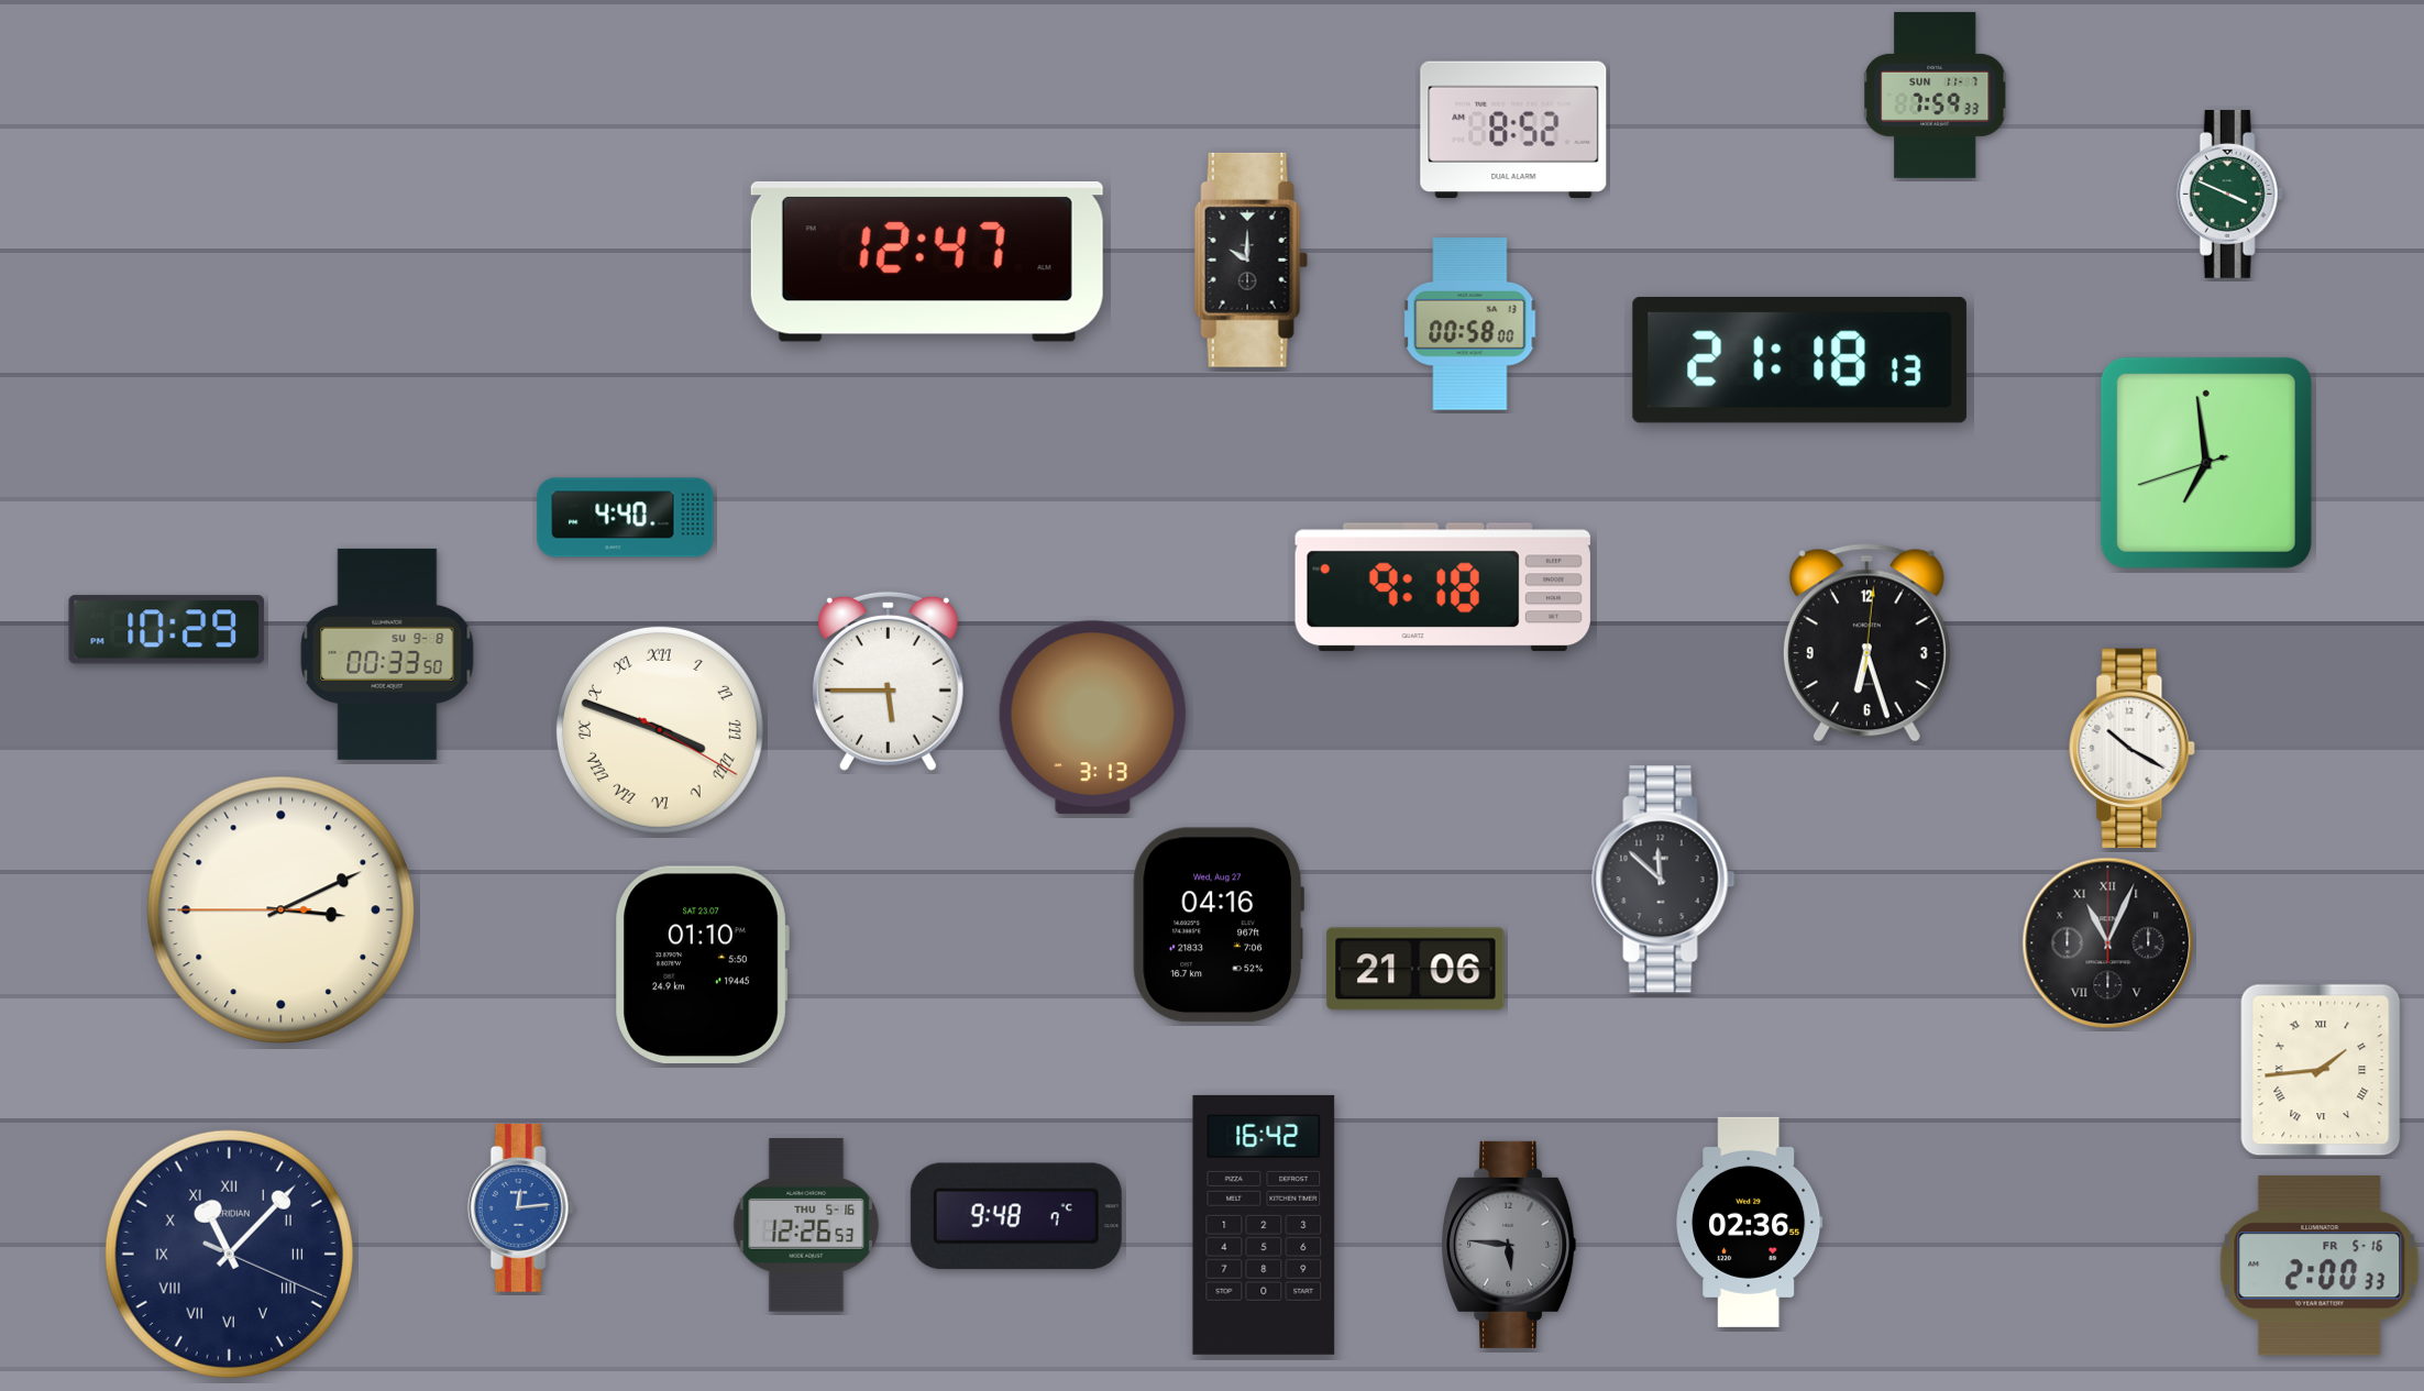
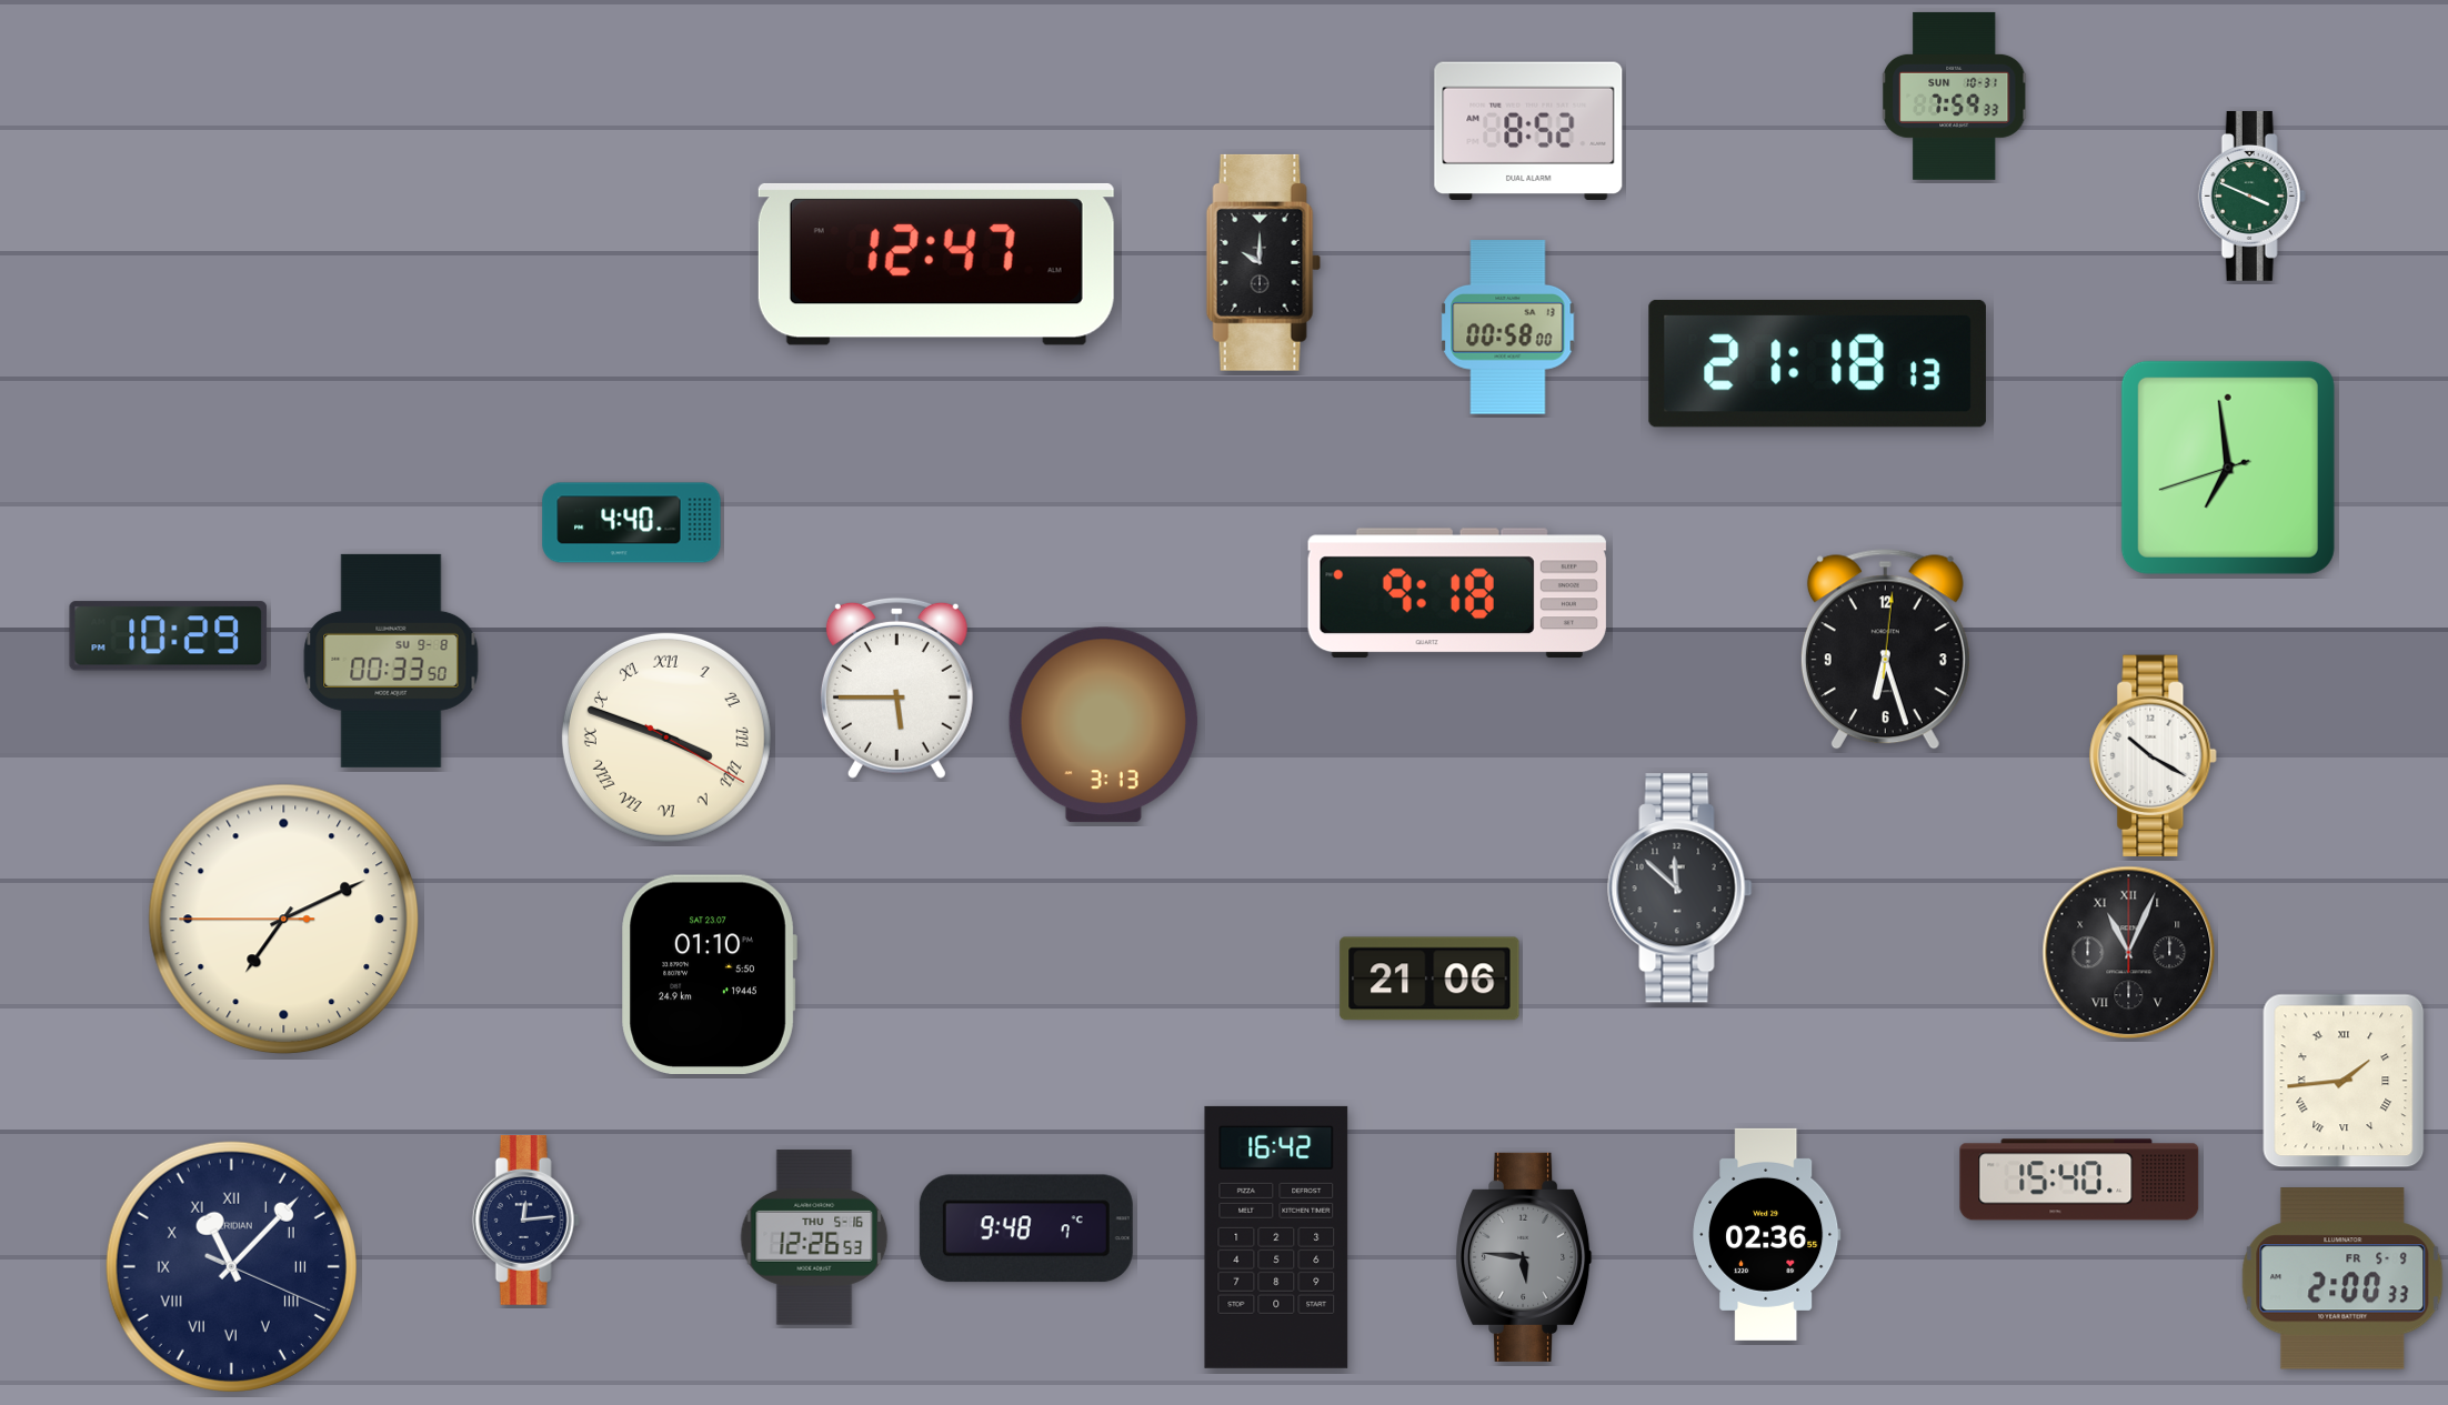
clock at (1937, 95) date: SUN 11-7 -> SUN 10-31
clock at (1470, 324) position: (1470, 324) -> (1508, 328)
clock at (282, 910): 3:10 -> 7:10
clock at (1217, 925): 04:16 -> none
clock at (2079, 1180): none -> 15:40
clock at (520, 1207) dial: blue -> navy
clock at (2320, 1266) date: FR 5-16 -> FR 5-9
